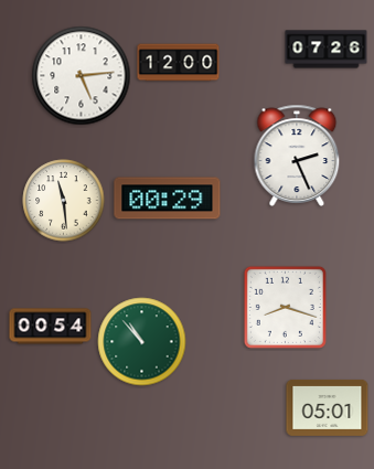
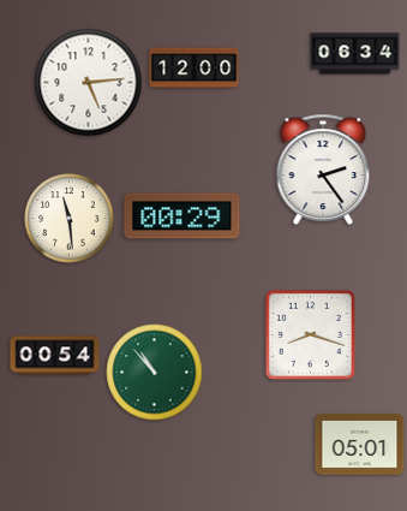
clock at (327, 50): 07:26 -> 06:34
clock at (297, 156): 2:26 -> 2:24
clock at (328, 407) position: (328, 407) -> (360, 444)
